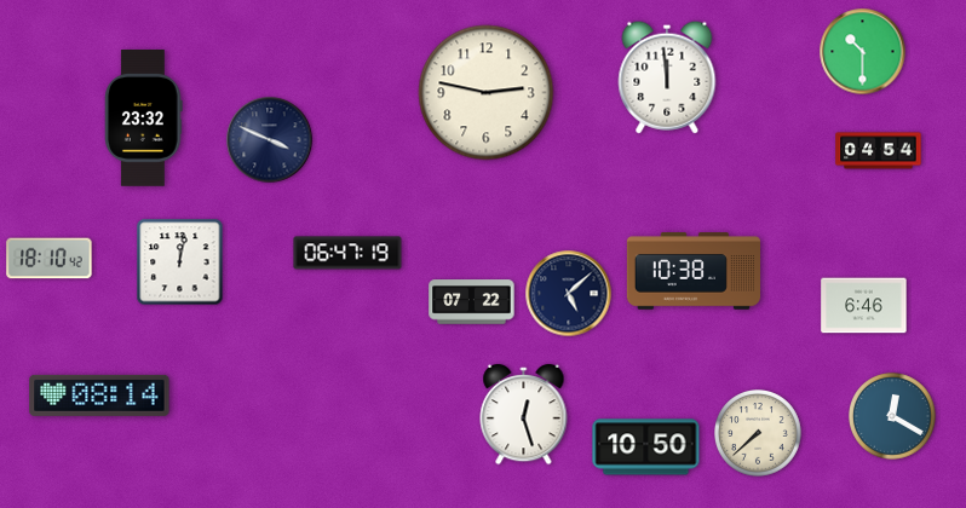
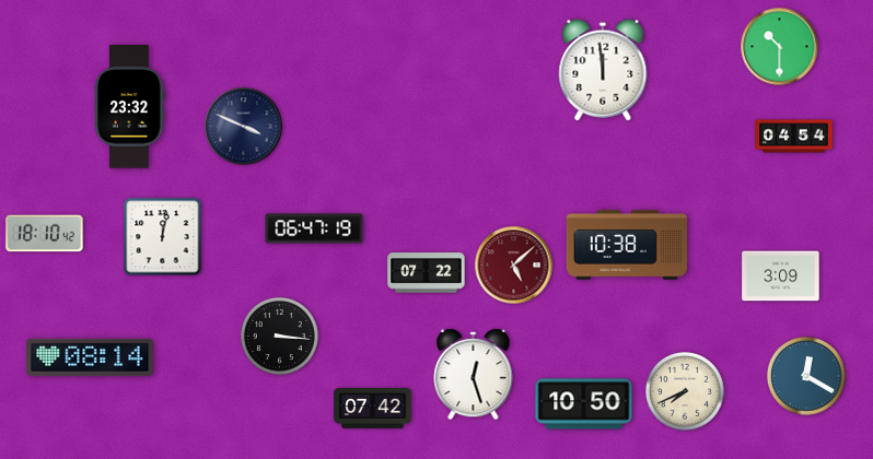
clock at (487, 93): 2:47 -> none
clock at (569, 294) dial: navy -> burgundy
clock at (864, 306): 6:46 -> 3:09
clock at (279, 336): none -> 3:16
clock at (759, 434): 7:38 -> 7:41
clock at (373, 409): none -> 07:42
